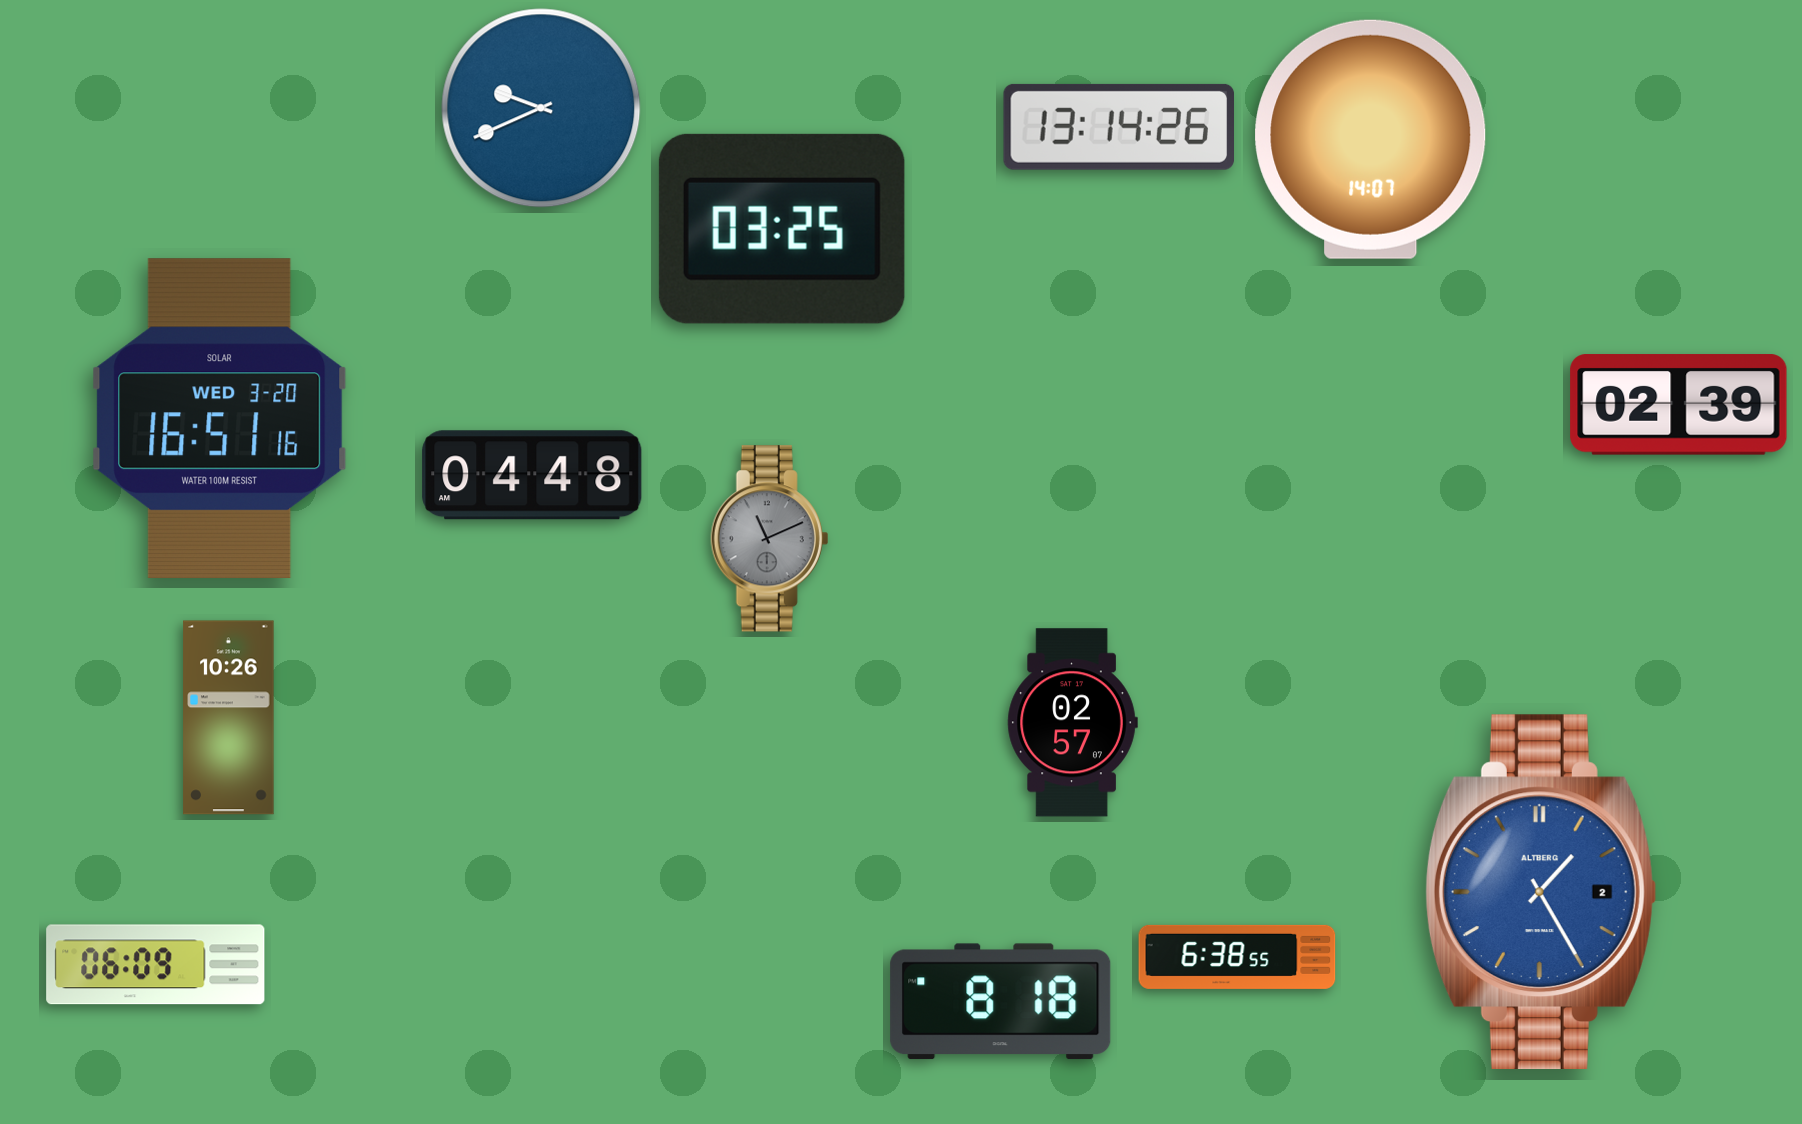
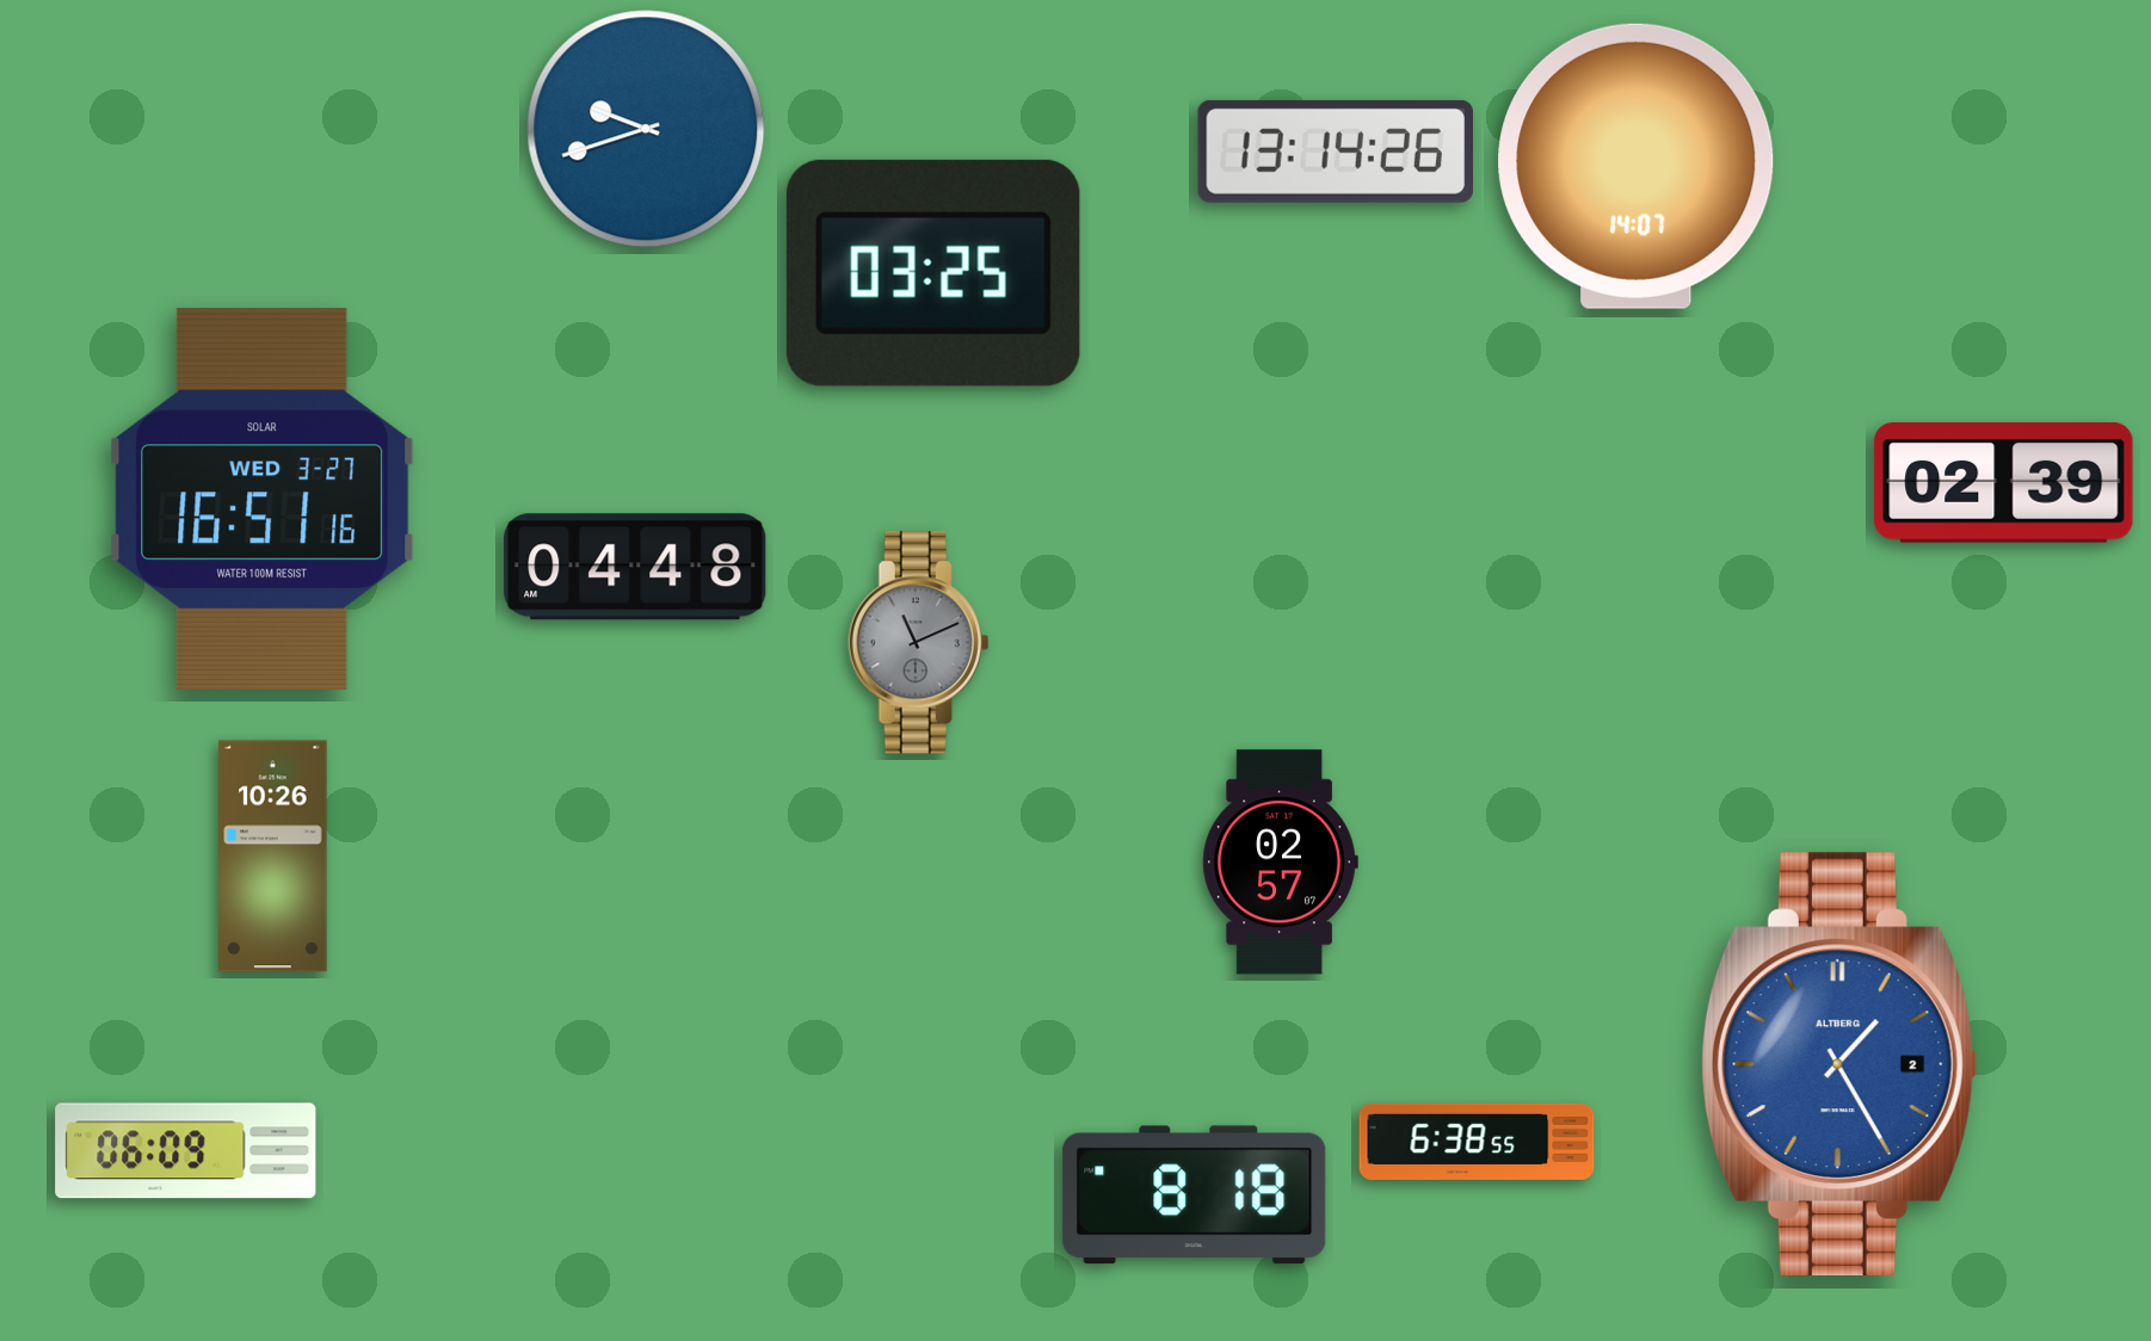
clock at (541, 108): 9:41 -> 9:42
clock at (220, 419) date: WED 3-20 -> WED 3-27
